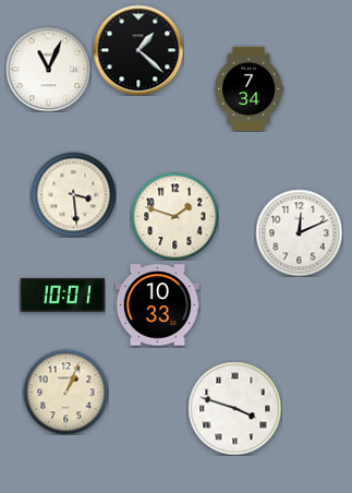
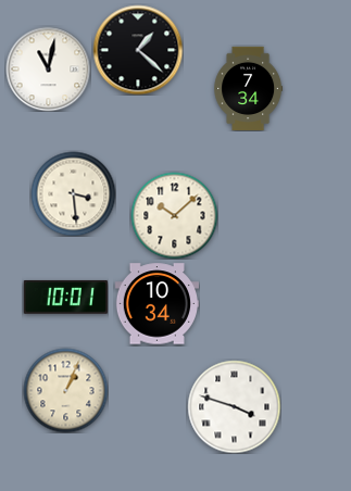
clock at (48, 69): 11:04 -> 11:02
clock at (174, 216): 1:48 -> 10:08
clock at (299, 232): 12:11 -> none
clock at (62, 294) position: (62, 294) -> (65, 297)
clock at (157, 305): 10:33 -> 10:34
